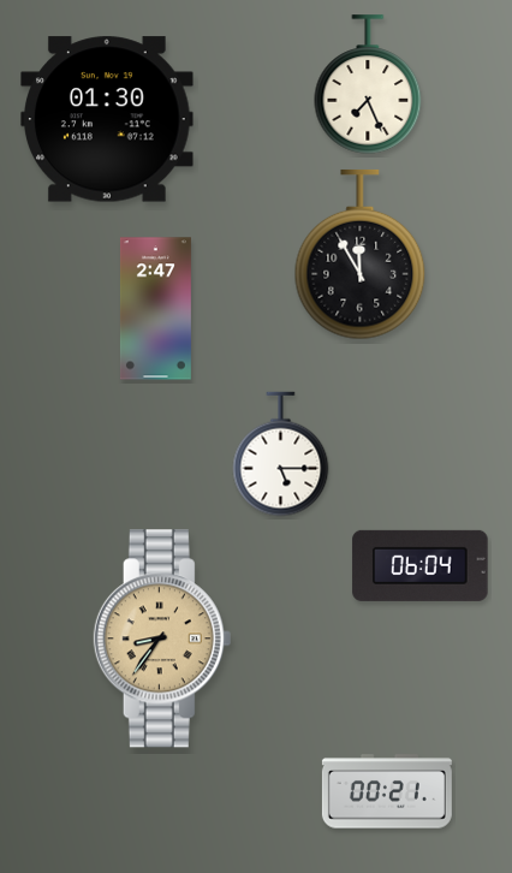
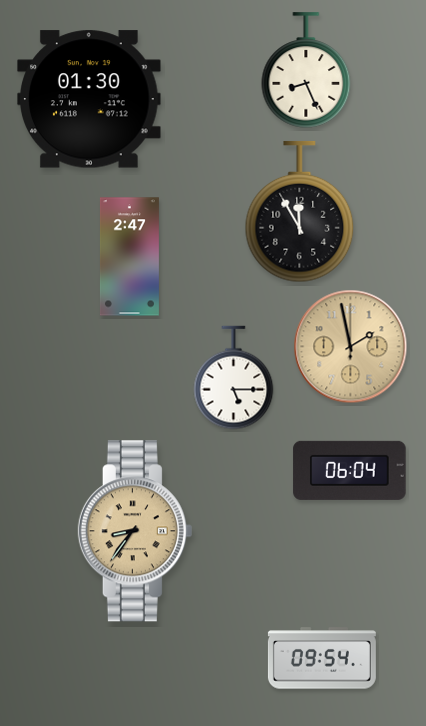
clock at (368, 84): 7:26 -> 8:26
clock at (351, 347): none -> 1:58
clock at (387, 791): 00:21 -> 09:54
